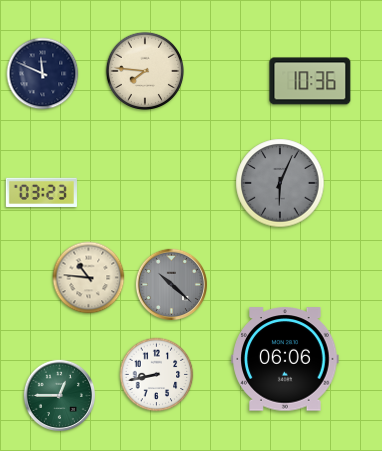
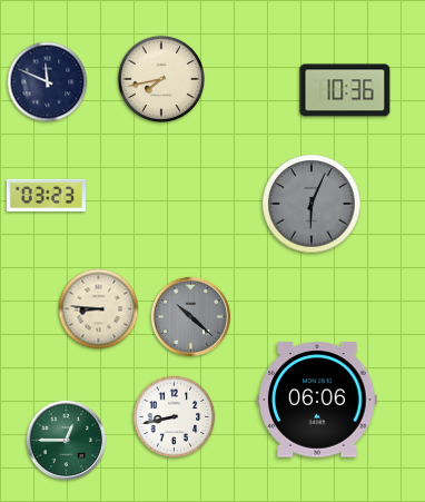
clock at (144, 70): 7:46 -> 7:43
clock at (41, 192) position: (41, 192) -> (46, 195)
clock at (89, 278): 10:46 -> 8:46
